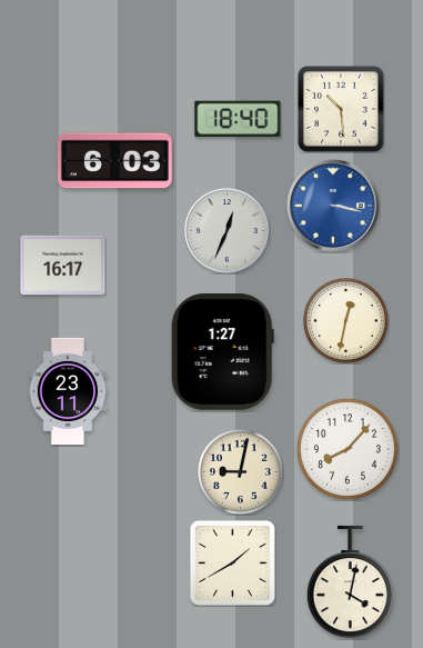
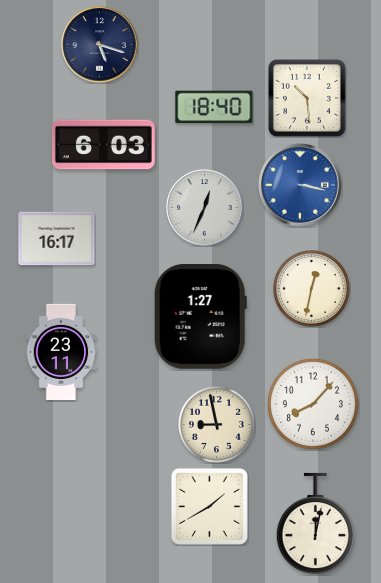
clock at (100, 45): none -> 5:18
clock at (240, 471): 9:02 -> 8:58
clock at (350, 582): 4:02 -> 12:02
